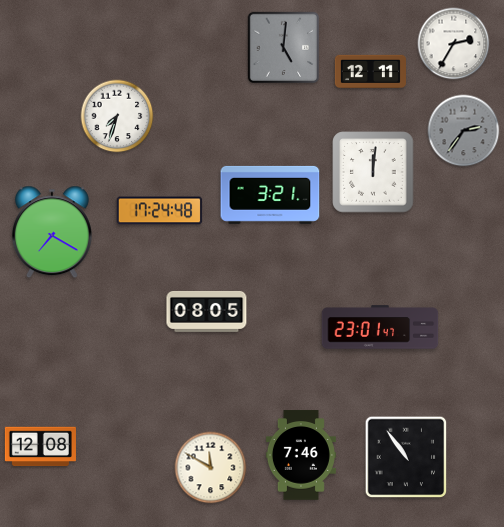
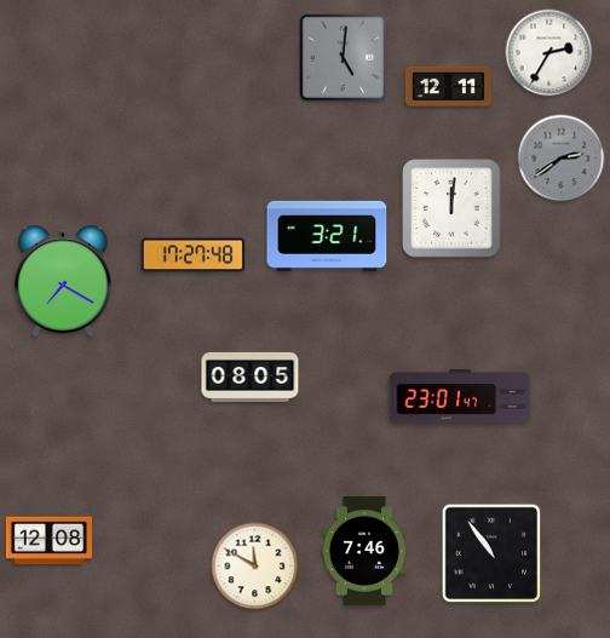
clock at (117, 116): 7:33 -> none
clock at (464, 131): 2:36 -> 2:39
clock at (160, 211): 17:24 -> 17:27
